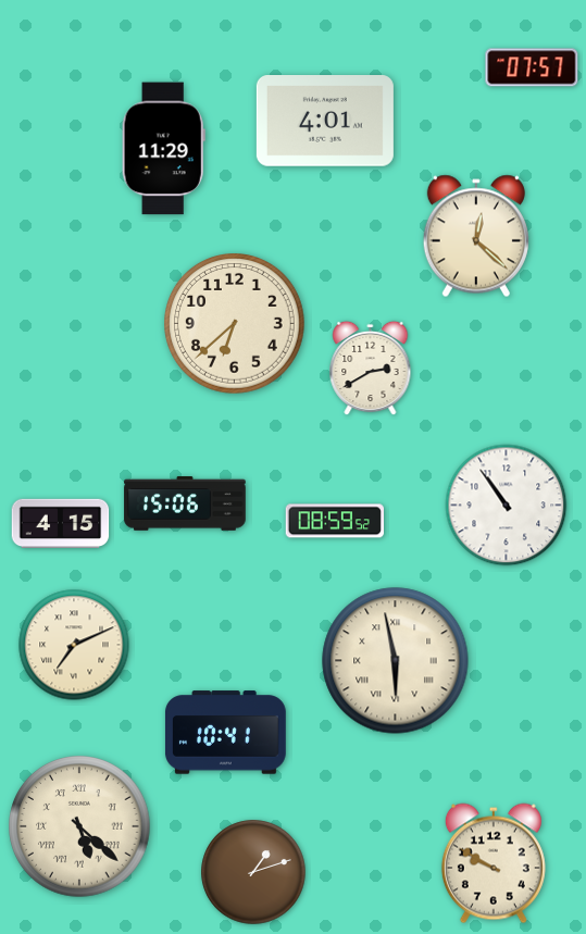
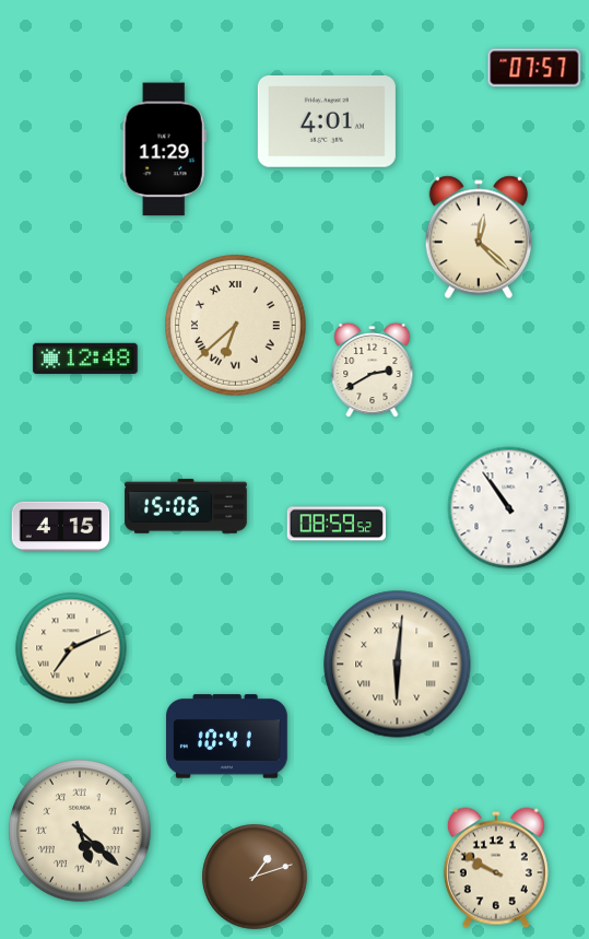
clock at (235, 324) numerals: Arabic -> Roman
clock at (85, 359): none -> 12:48
clock at (74, 645) position: (74, 645) -> (71, 648)
clock at (396, 661): 5:58 -> 6:01
